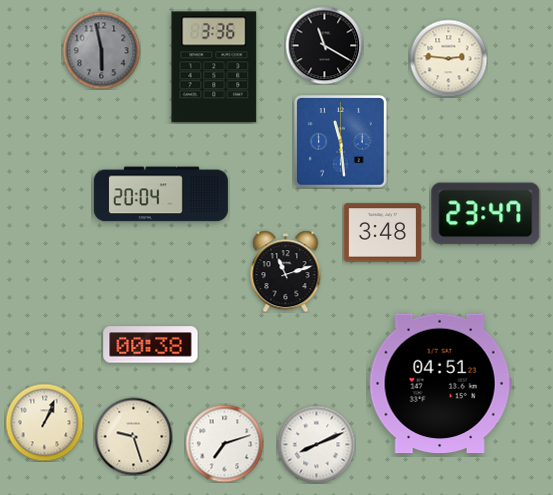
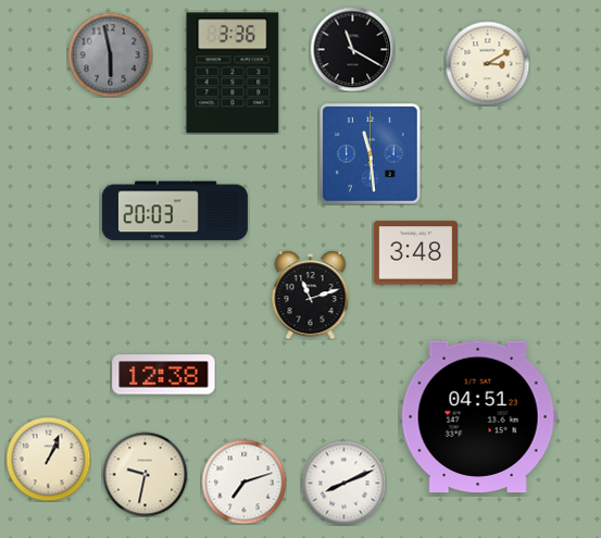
clock at (448, 58): 2:46 -> 3:10
clock at (161, 194): 20:04 -> 20:03
clock at (486, 214): 23:47 -> none
clock at (151, 345): 00:38 -> 12:38
clock at (133, 436): 9:27 -> 9:32
